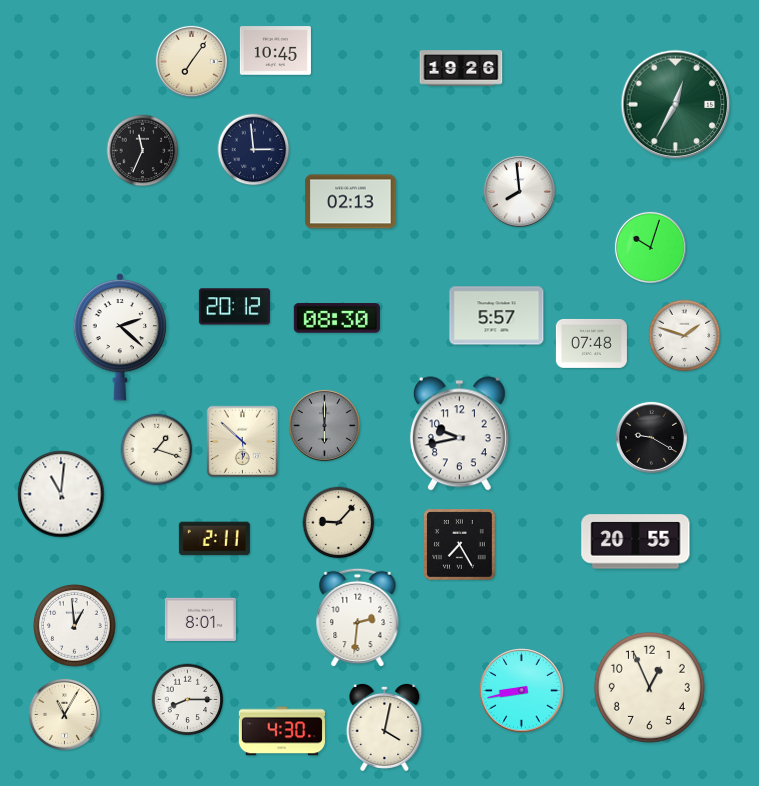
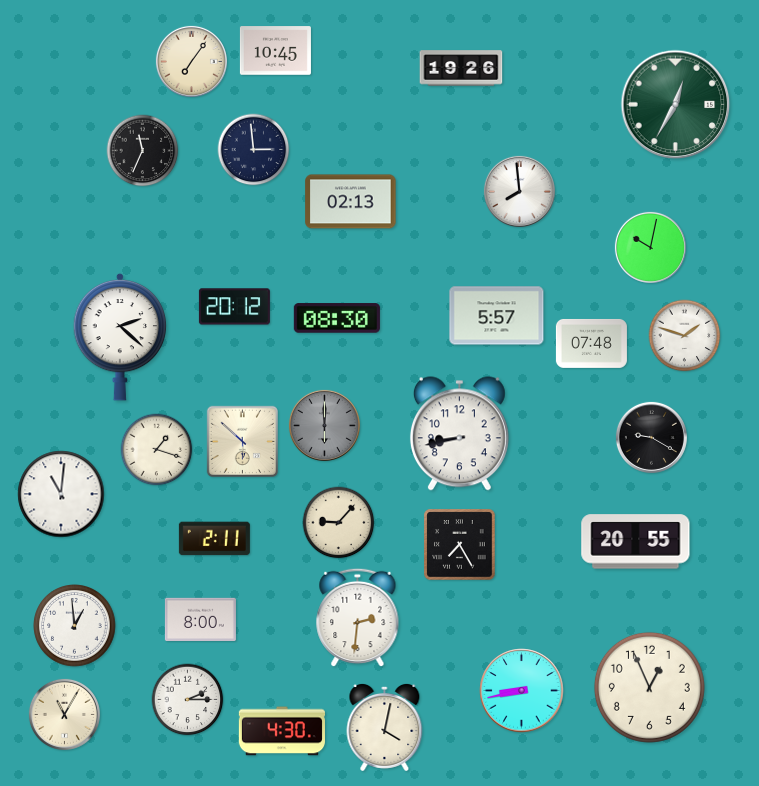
clock at (650, 247): 10:03 -> 10:02
clock at (459, 434): 9:43 -> 8:43
clock at (200, 619): 8:01 -> 8:00
clock at (188, 700): 8:15 -> 2:15
